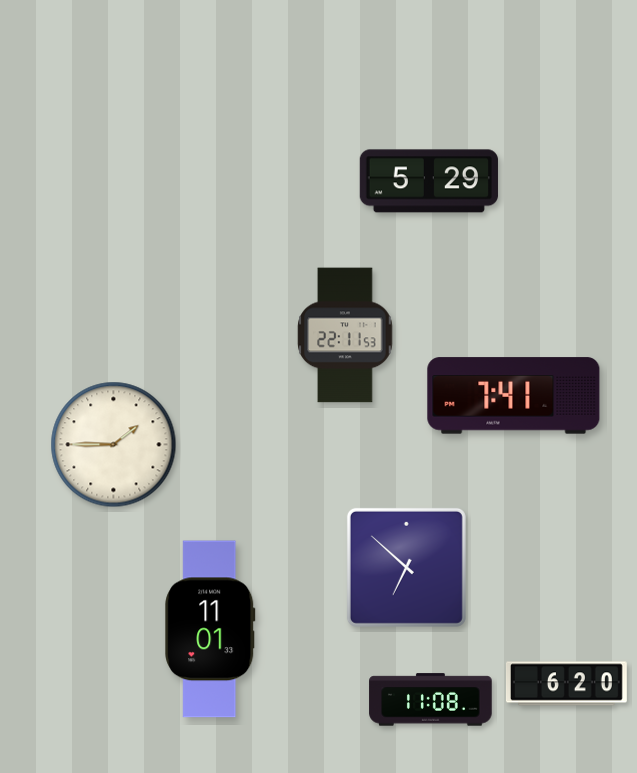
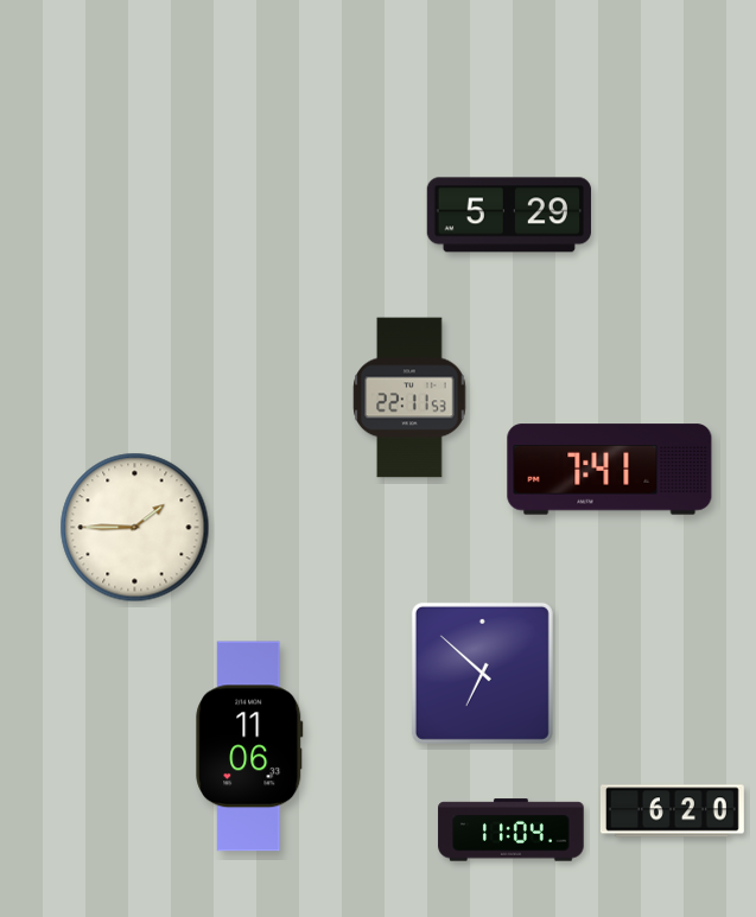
clock at (210, 629): 11:01 -> 11:06
clock at (431, 700): 11:08 -> 11:04
